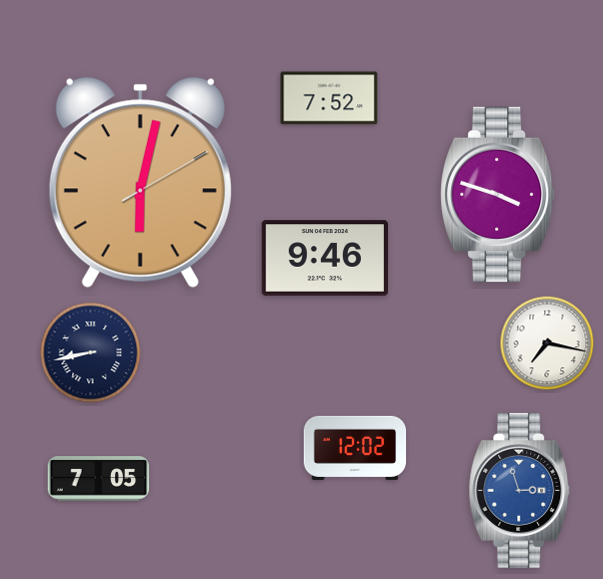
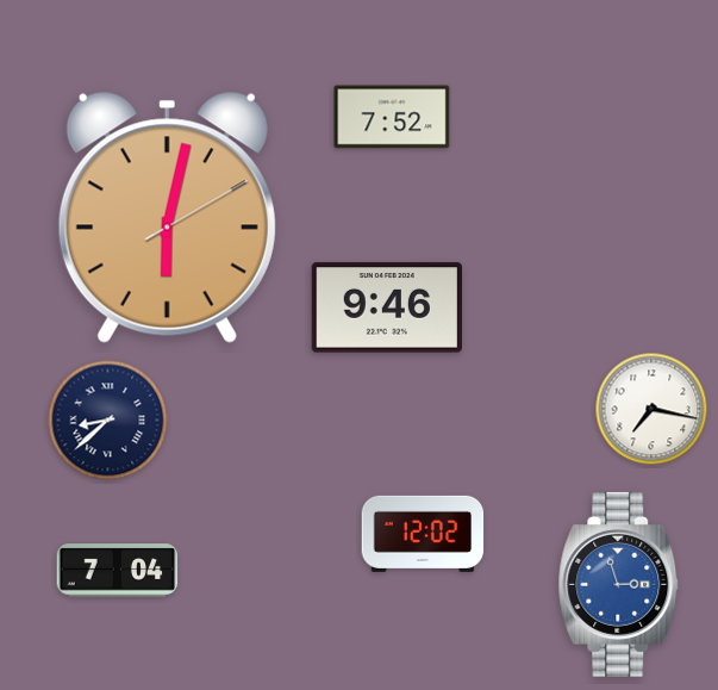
clock at (498, 194): 3:48 -> none
clock at (91, 353): 8:43 -> 8:38
clock at (99, 479): 7:05 -> 7:04
